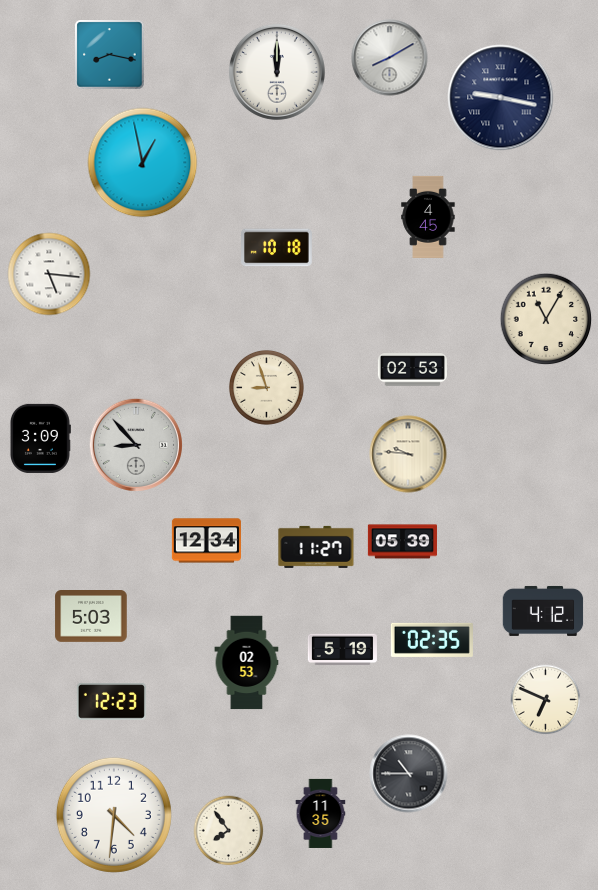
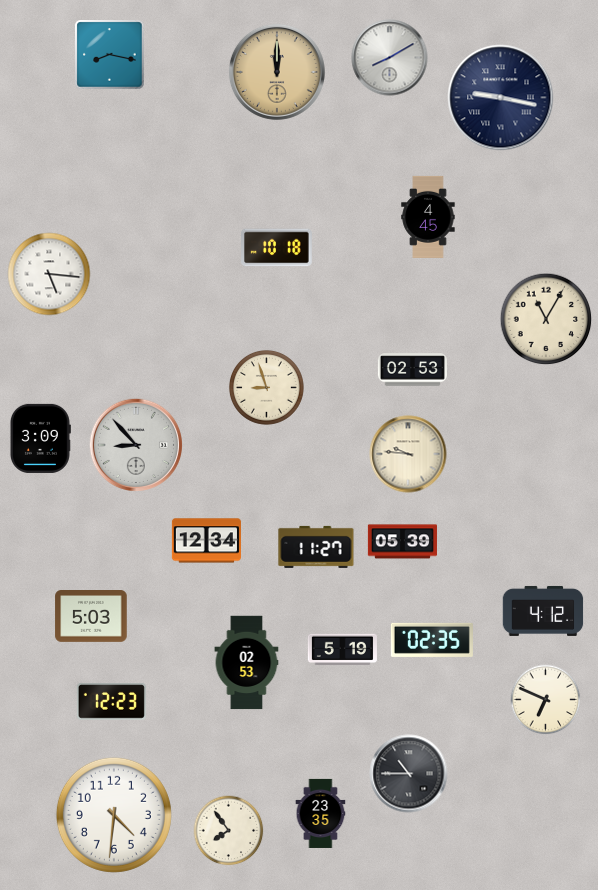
clock at (277, 72) dial: white -> champagne
clock at (143, 163): 12:58 -> none
clock at (321, 813): 11:35 -> 23:35
